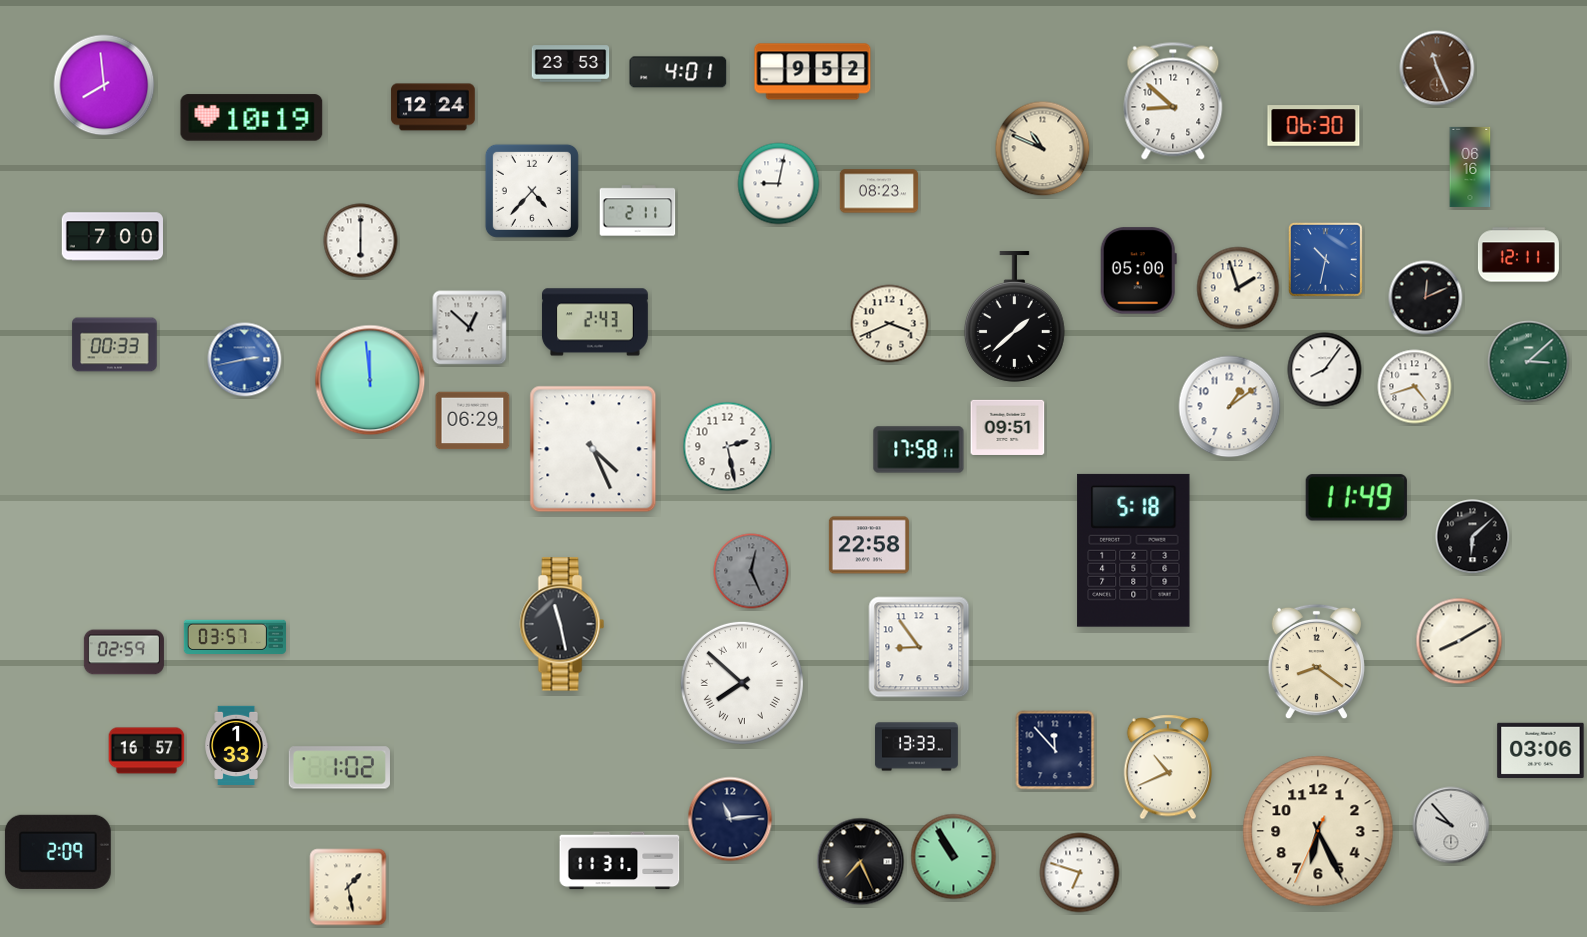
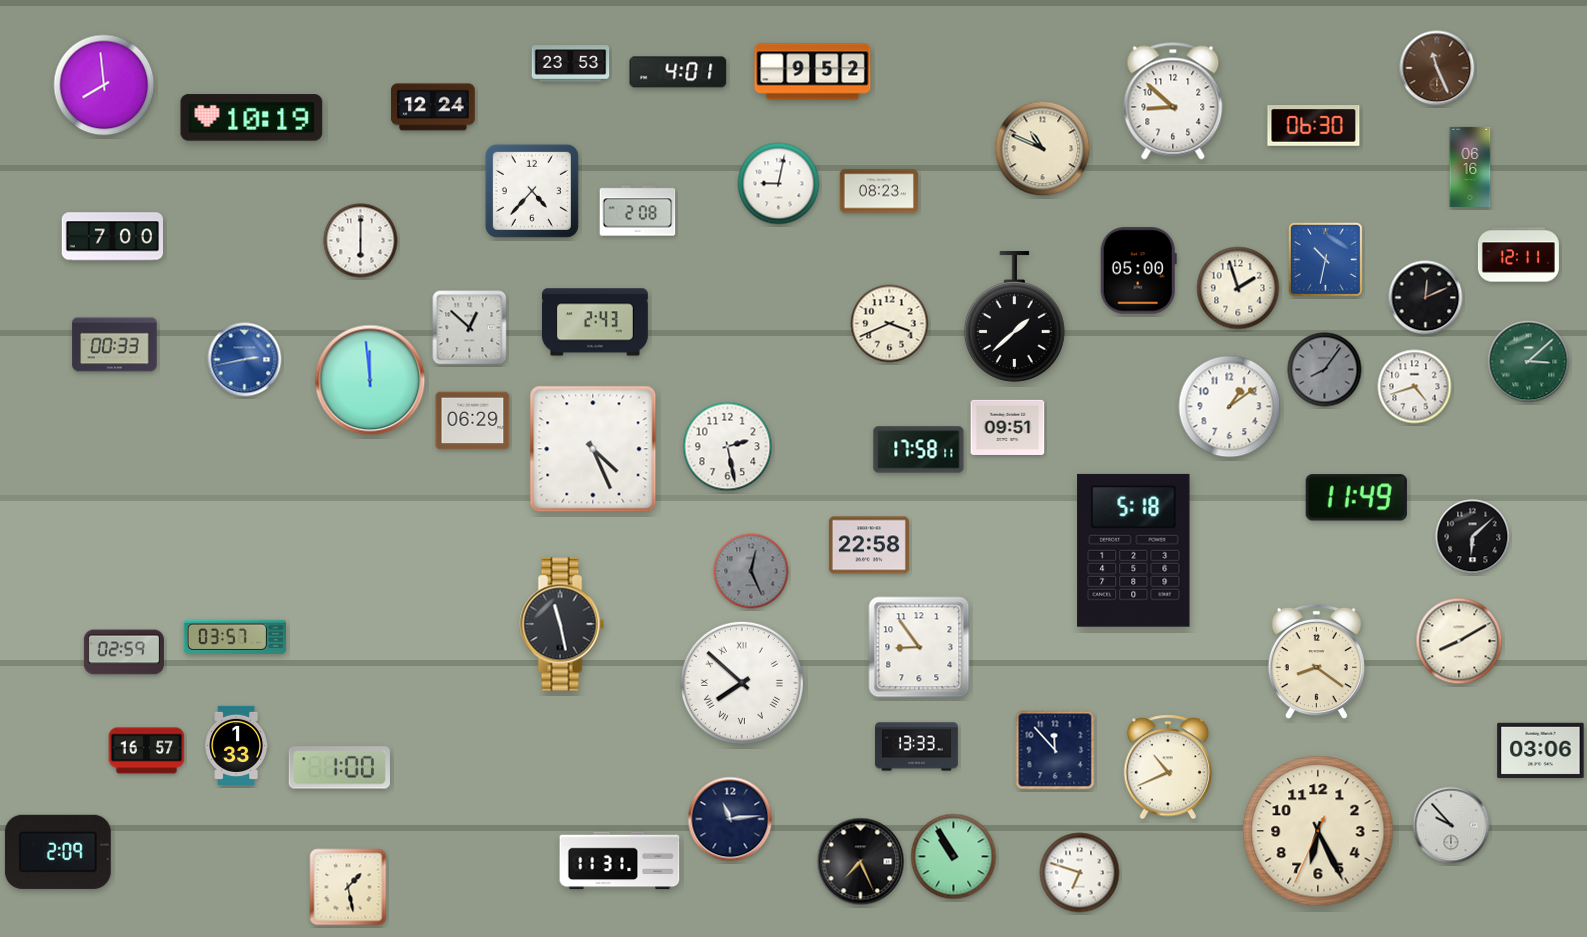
clock at (638, 211): 2:11 -> 2:08
clock at (1325, 370) dial: white -> grey
clock at (339, 768): 1:02 -> 1:00
